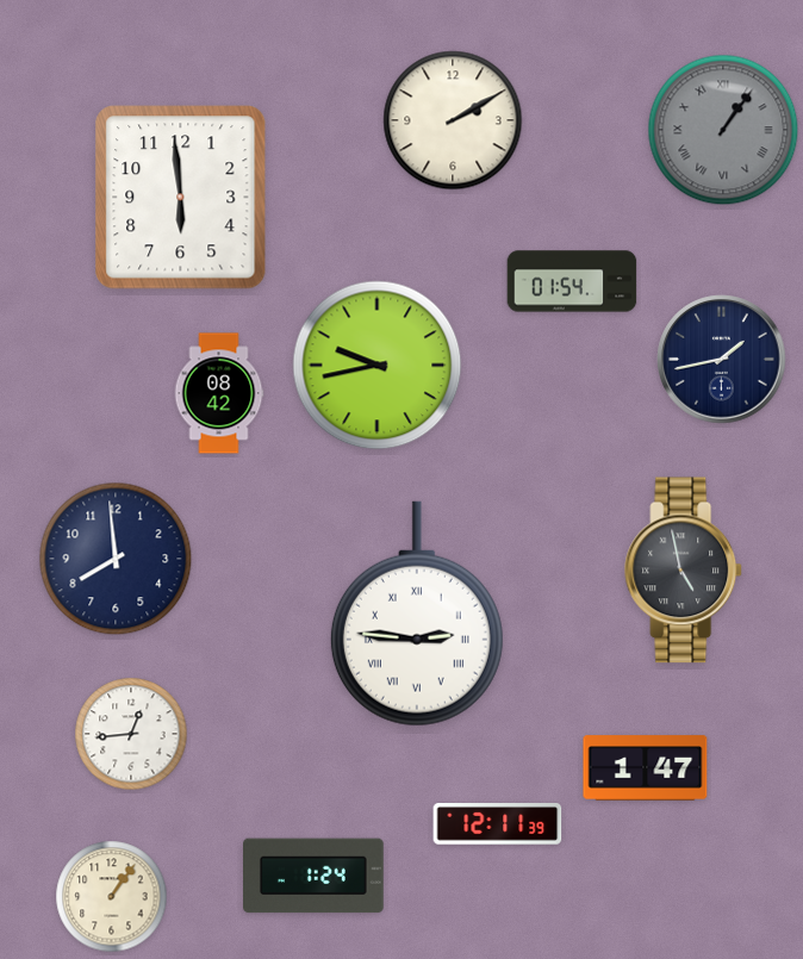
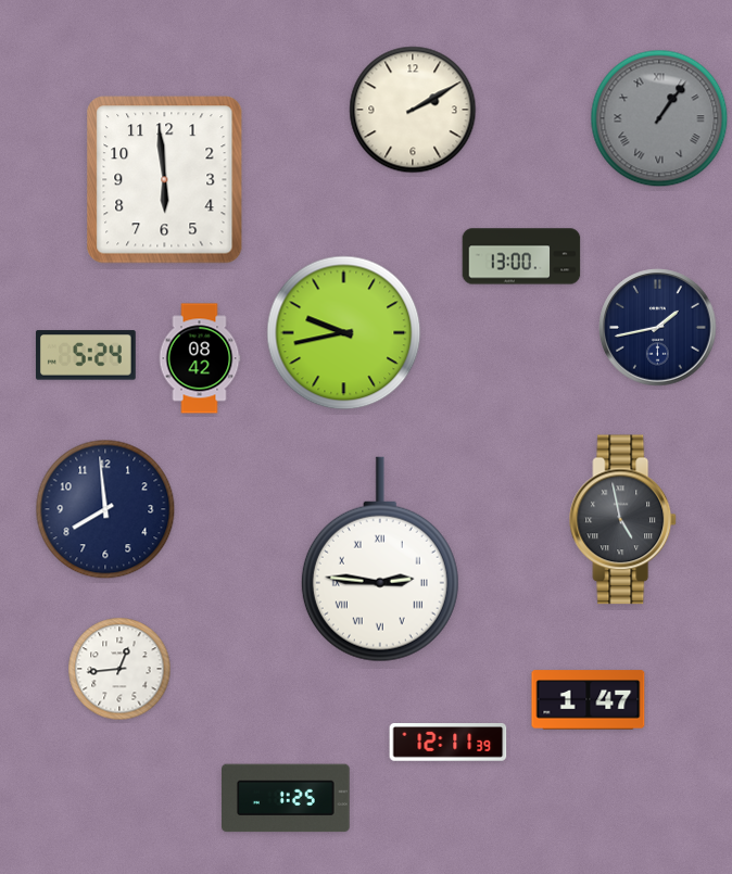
clock at (572, 281): 01:54 -> 13:00
clock at (87, 355): none -> 5:24
clock at (498, 824) position: (498, 824) -> (449, 743)
clock at (313, 876): 1:24 -> 1:25
clock at (112, 897): 1:06 -> none
